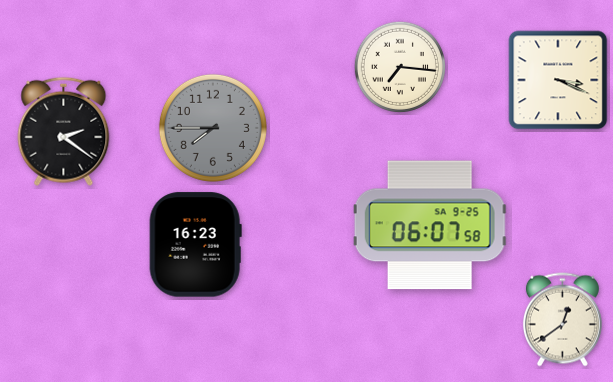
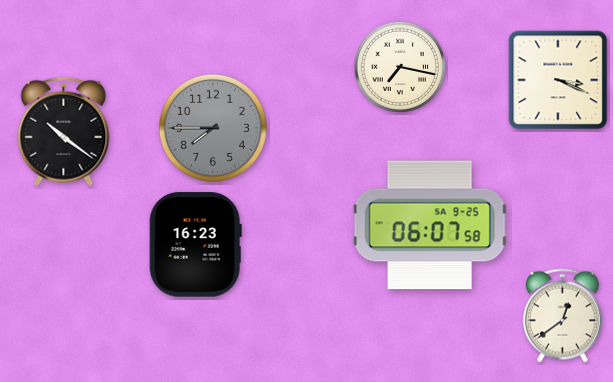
clock at (399, 66): 7:16 -> 7:17
clock at (64, 131): 2:21 -> 10:21
clock at (562, 320) position: (562, 320) -> (562, 316)
